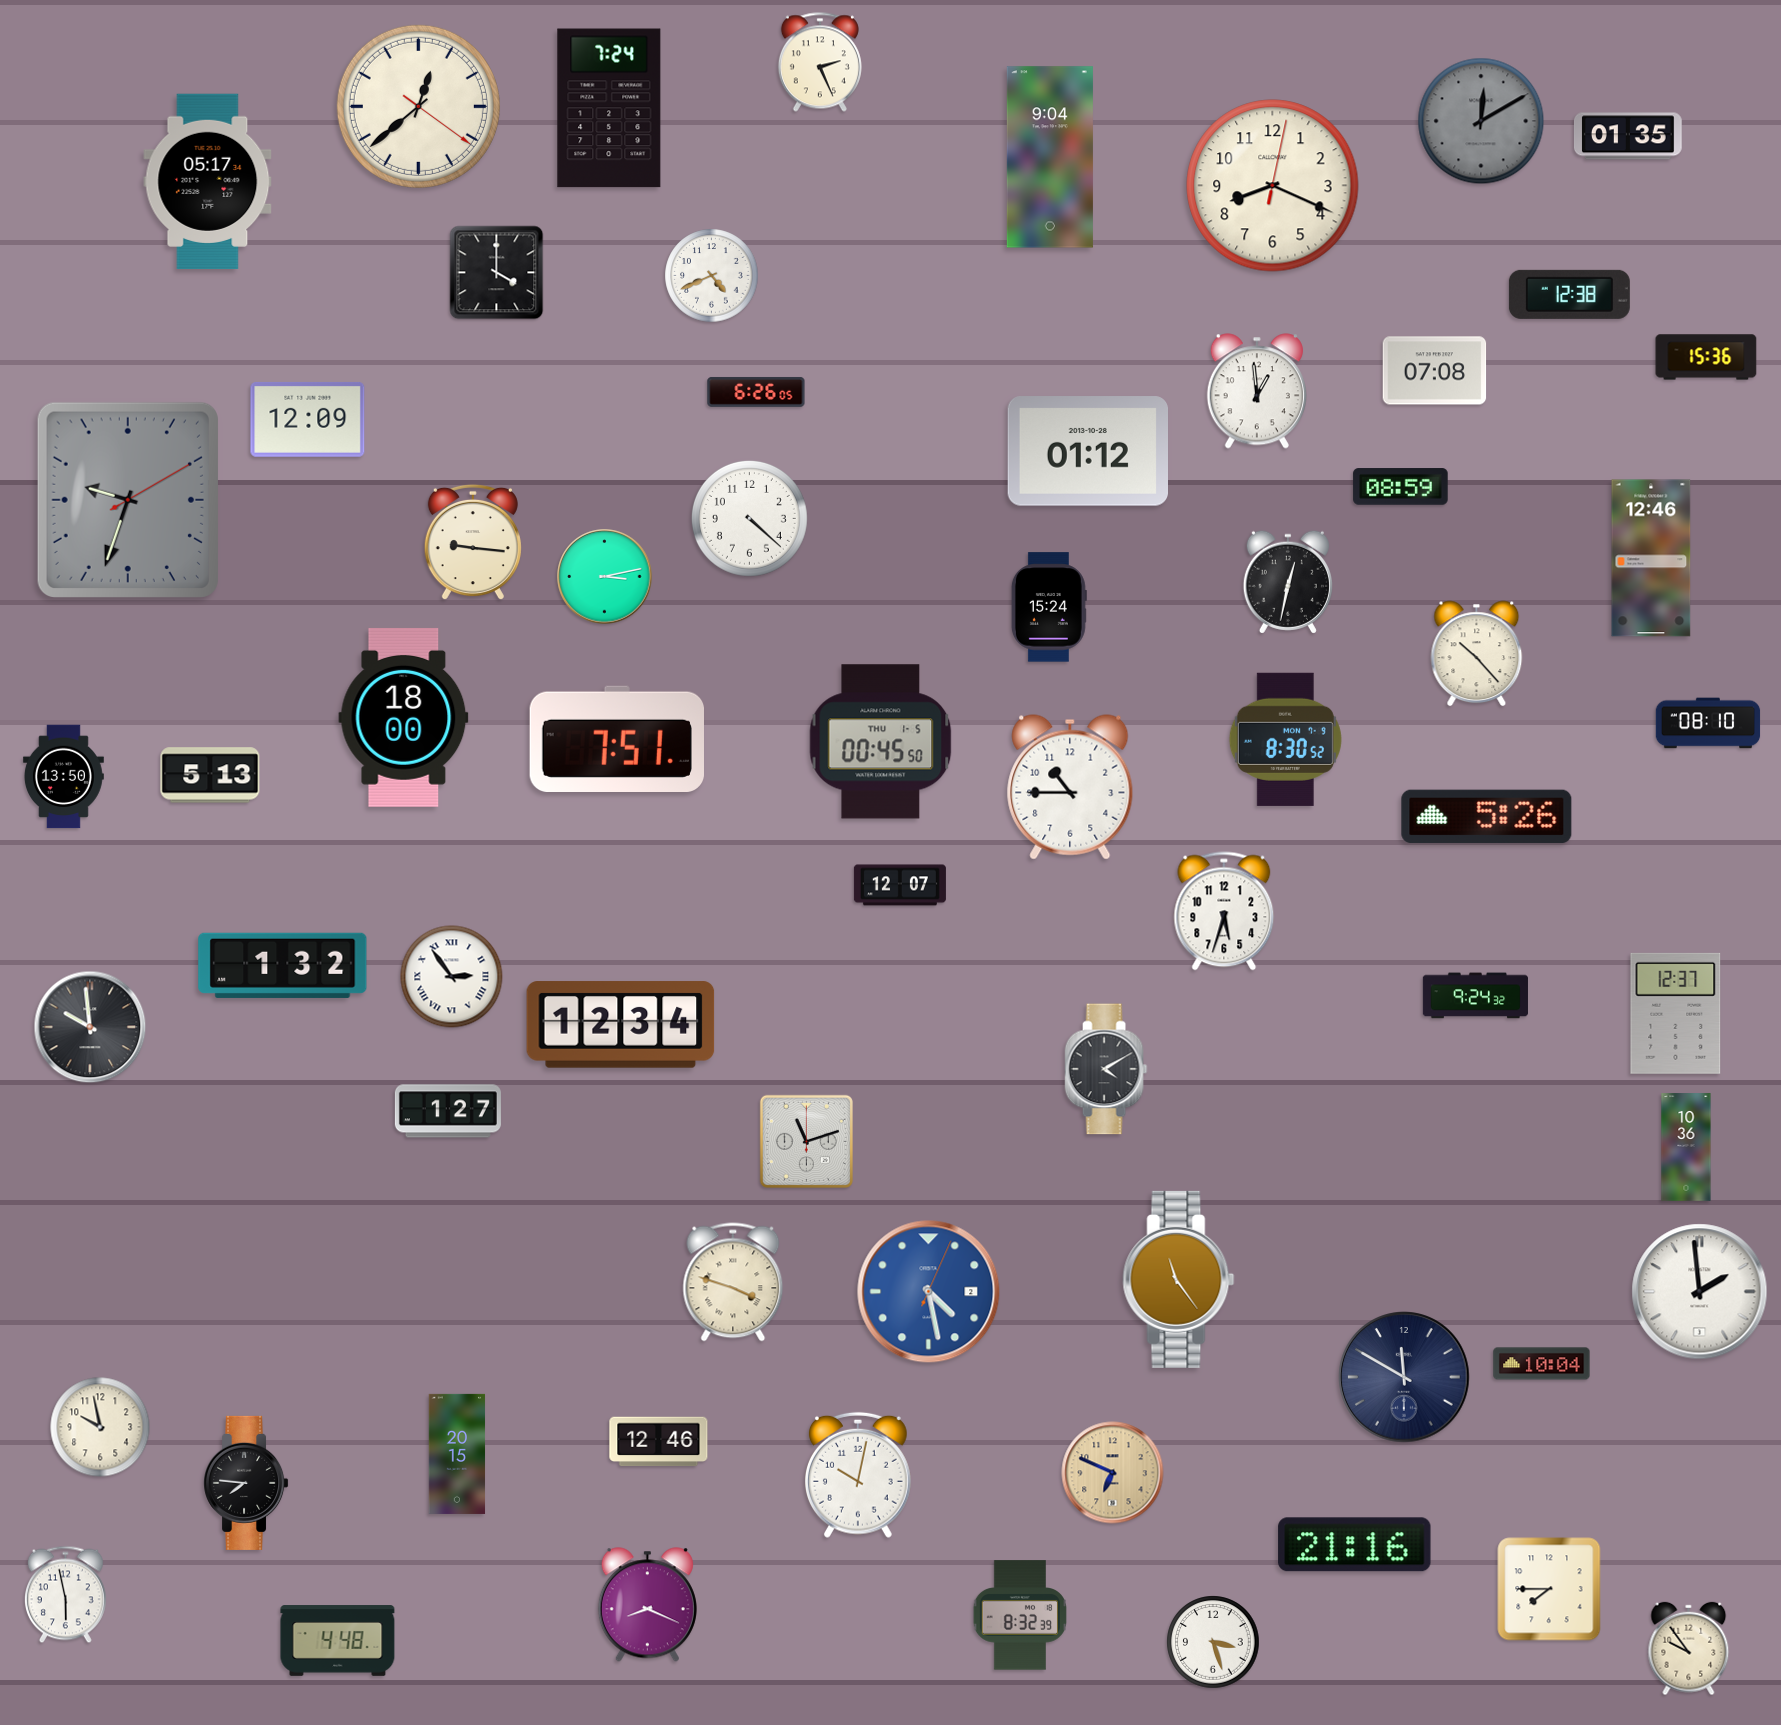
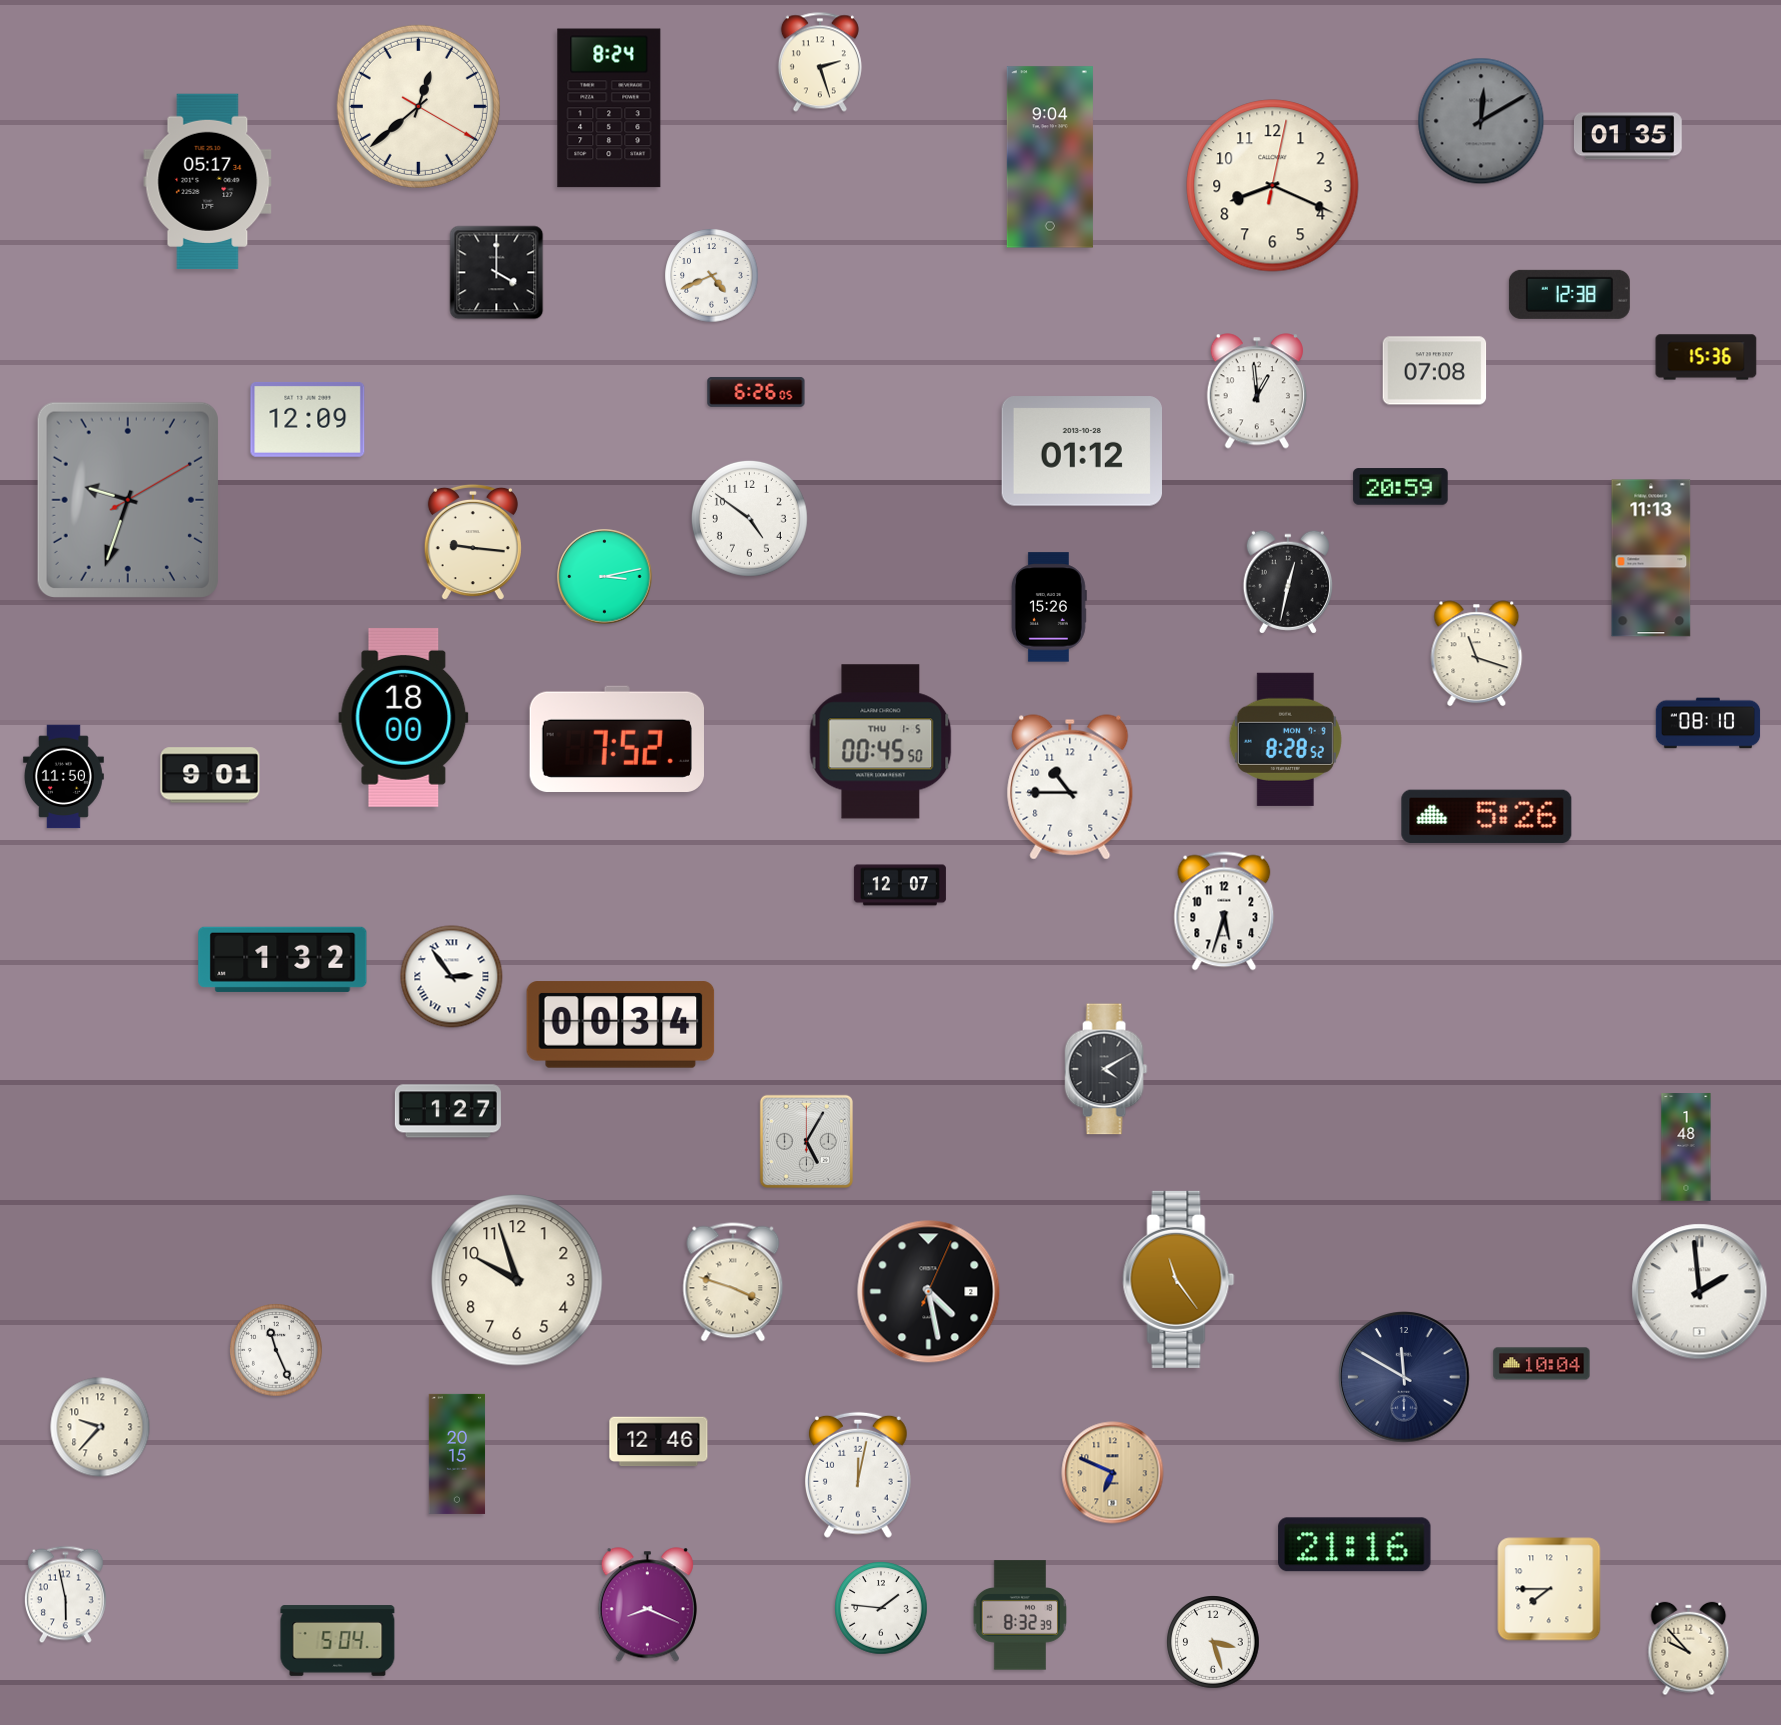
clock at (820, 62): 2:26 -> 2:27
clock at (418, 106): 12:38:21 -> 12:38:20
clock at (609, 108): 7:24 -> 8:24
clock at (1087, 451) position: (1087, 451) -> (1081, 451)
clock at (1401, 487): 08:59 -> 20:59
clock at (749, 518): 4:22 -> 4:51
clock at (1651, 558): 12:46 -> 11:13
clock at (1049, 607): 15:24 -> 15:26
clock at (1477, 654): 10:23 -> 11:18
clock at (616, 738): 7:51 -> 7:52
clock at (1285, 739): 8:30 -> 8:28
clock at (210, 775): 5:13 -> 9:01
clock at (63, 777): 13:50 -> 11:50
clock at (283, 965) position: (283, 965) -> (283, 959)
clock at (1475, 996): 9:24 -> none
clock at (1676, 1013): 12:37 -> none
clock at (621, 1025): 12:34 -> 00:34
clock at (90, 1027): 9:59 -> none
clock at (806, 1141): 11:12 -> 5:05
clock at (1686, 1147): 10:36 -> 1:48
clock at (517, 1280): none -> 9:57
clock at (929, 1292) dial: blue -> black
clock at (276, 1350): none -> 11:26
clock at (100, 1427): 9:58 -> 9:37
clock at (859, 1475): 10:02 -> 12:02
clock at (246, 1483): 7:46 -> none
clock at (881, 1608): none -> 1:46
clock at (338, 1641): 4:48 -> 5:04
clock at (1689, 1649): 9:54 -> 9:53
